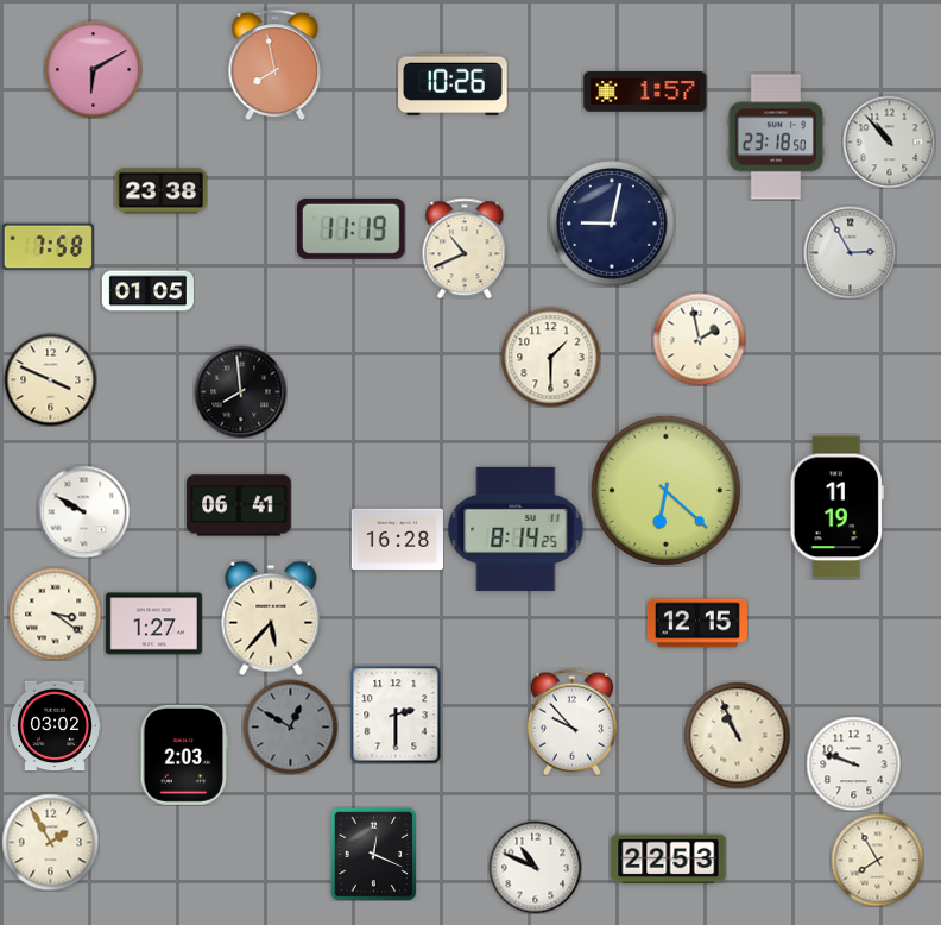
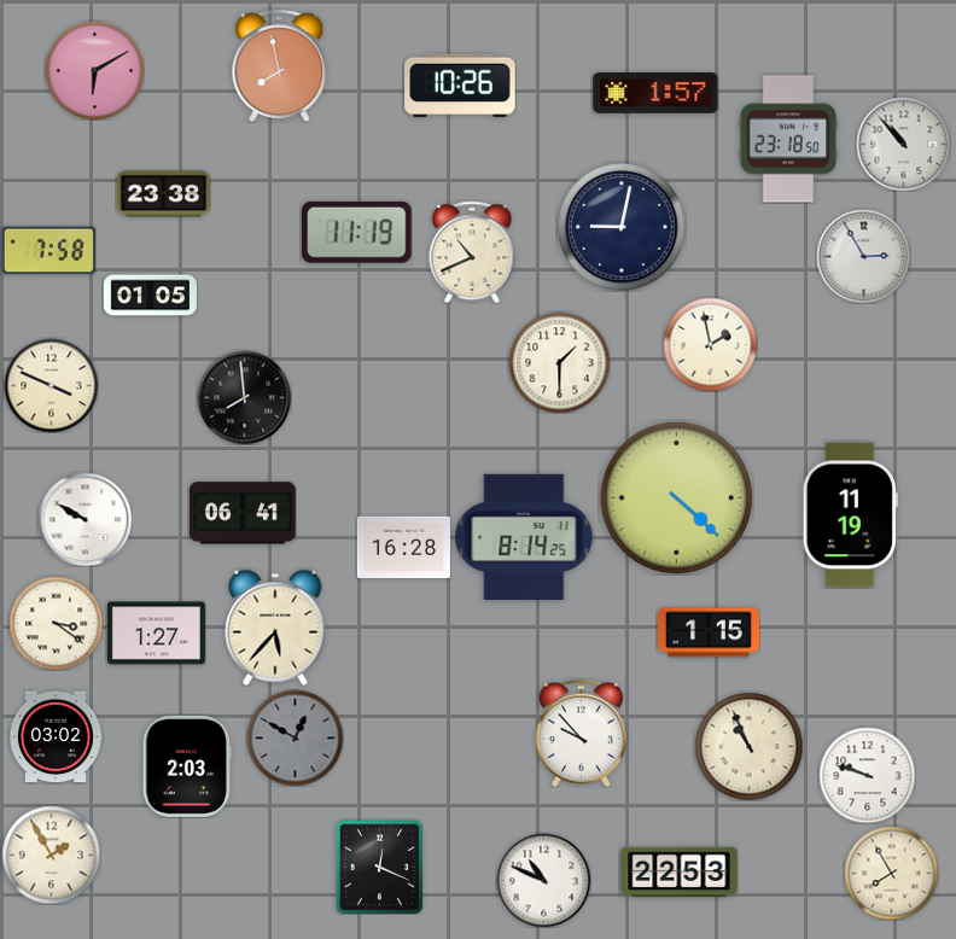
clock at (665, 490): 6:22 -> 4:22
clock at (697, 623): 12:15 -> 1:15
clock at (396, 715): 2:30 -> none
